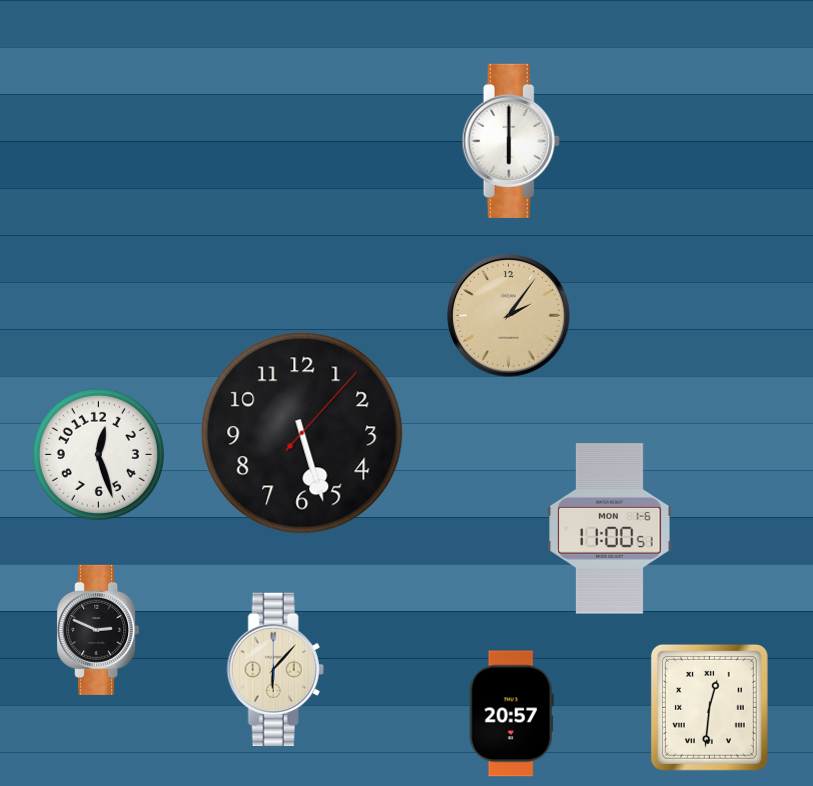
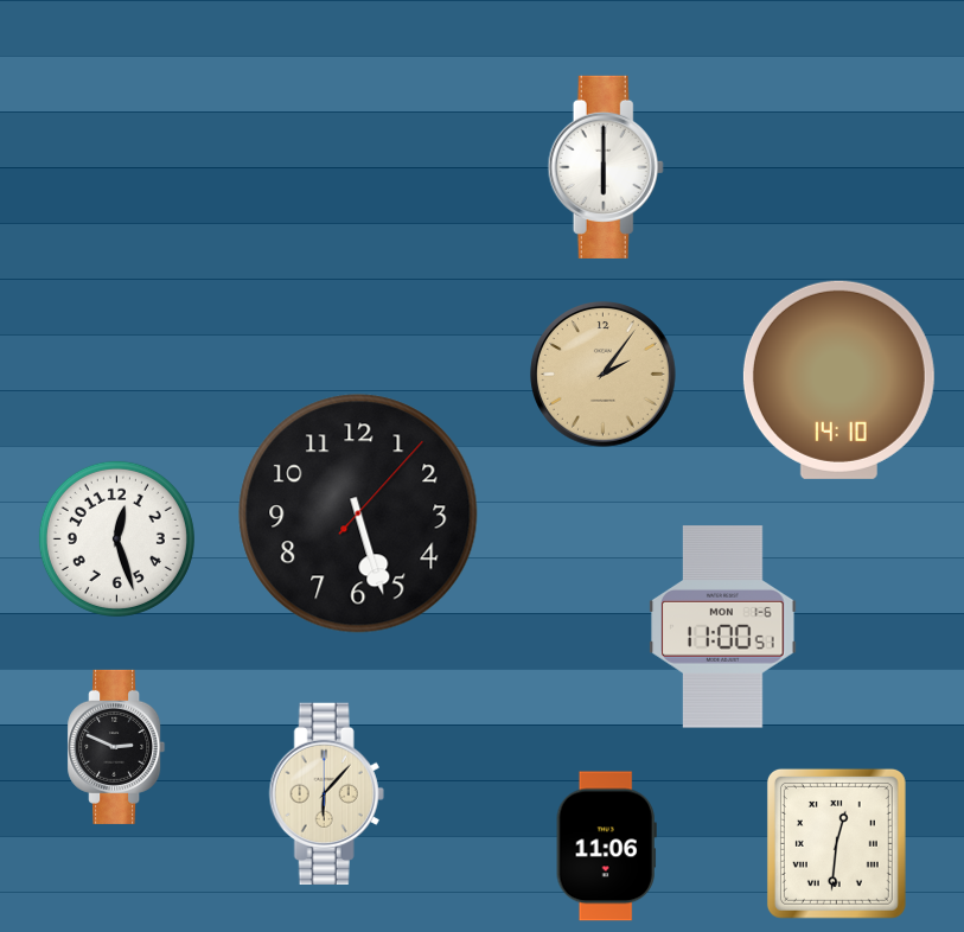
clock at (838, 379): none -> 14:10
clock at (709, 707) position: (709, 707) -> (836, 843)
clock at (511, 714): 20:57 -> 11:06
